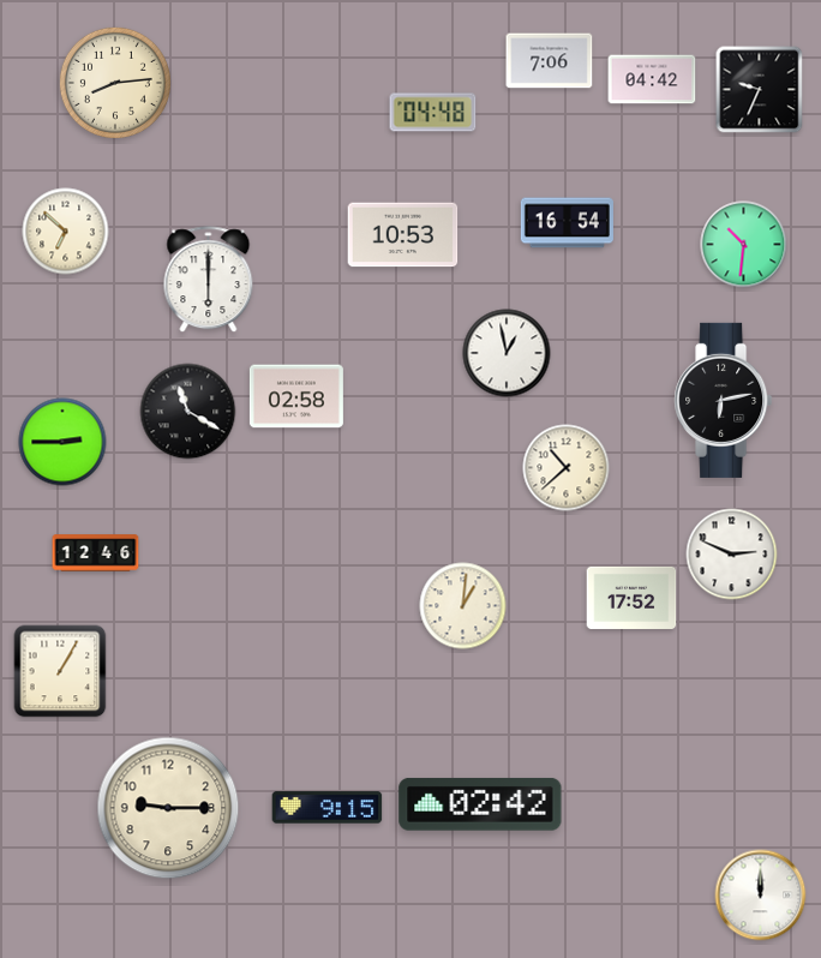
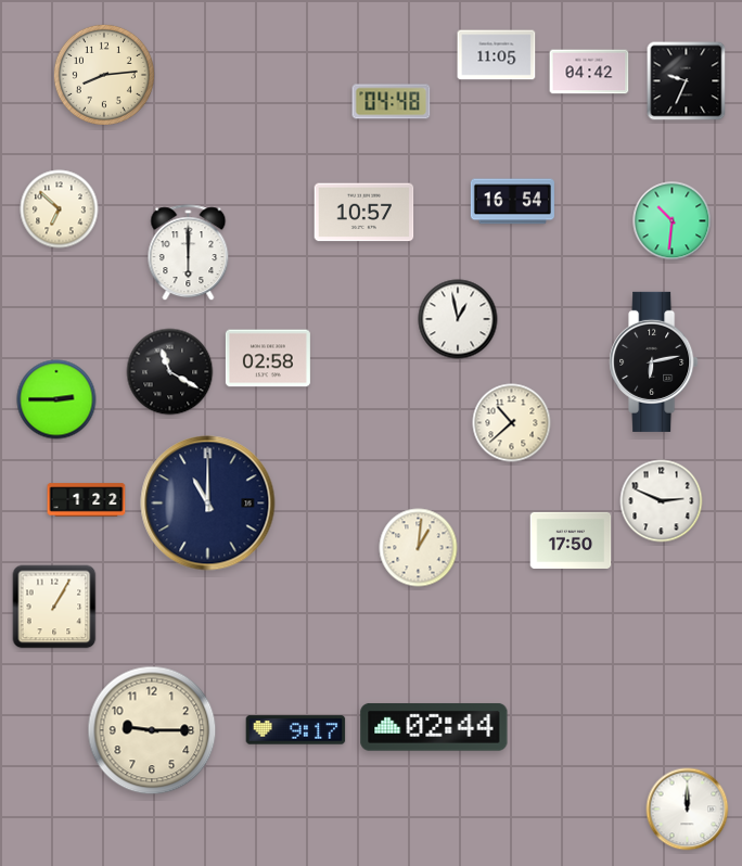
clock at (550, 61): 7:06 -> 11:05
clock at (403, 235): 10:53 -> 10:57
clock at (96, 553): 12:46 -> 1:22
clock at (208, 504): none -> 11:00
clock at (631, 598): 17:52 -> 17:50
clock at (480, 804): 02:42 -> 02:44
clock at (328, 808): 9:15 -> 9:17
